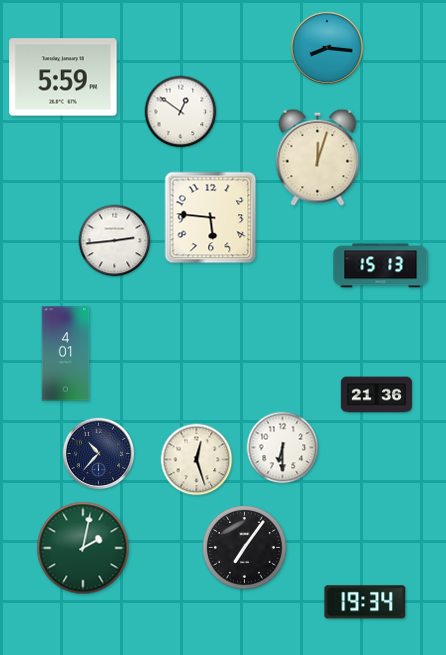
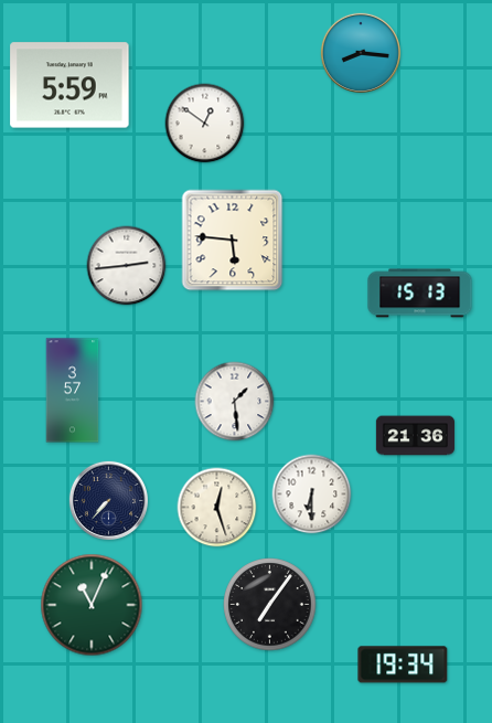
clock at (181, 112) position: (181, 112) -> (205, 124)
clock at (318, 157): 12:03 -> none
clock at (66, 354): 4:01 -> 3:57
clock at (235, 402): none -> 1:29
clock at (98, 453): 10:37 -> 7:37
clock at (83, 548): 2:02 -> 11:04
